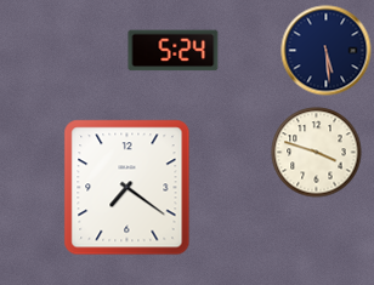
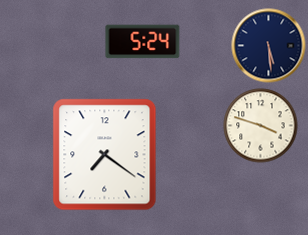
clock at (327, 51) position: (327, 51) -> (269, 46)
